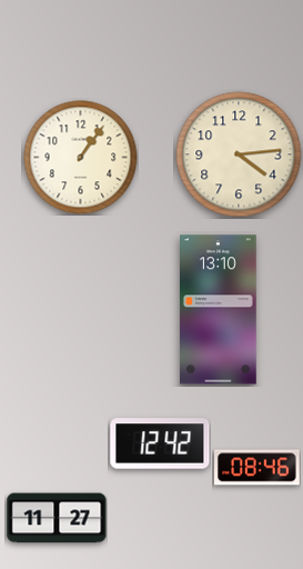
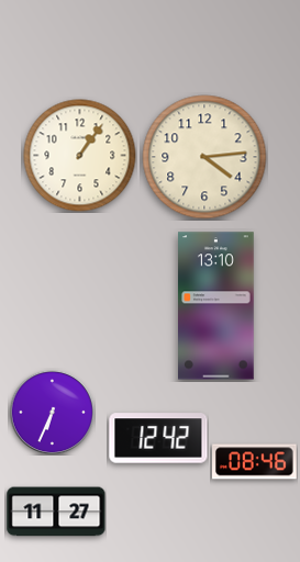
clock at (239, 154) position: (239, 154) -> (204, 157)
clock at (52, 412): none -> 6:34
